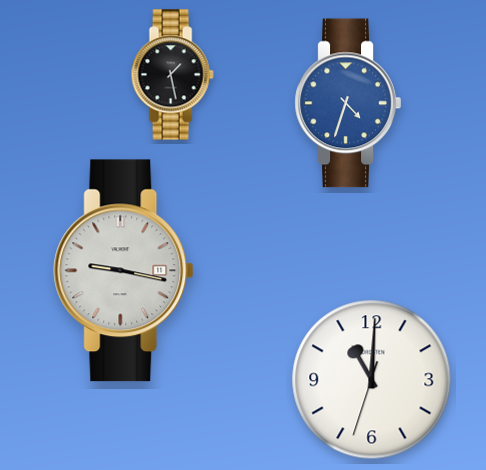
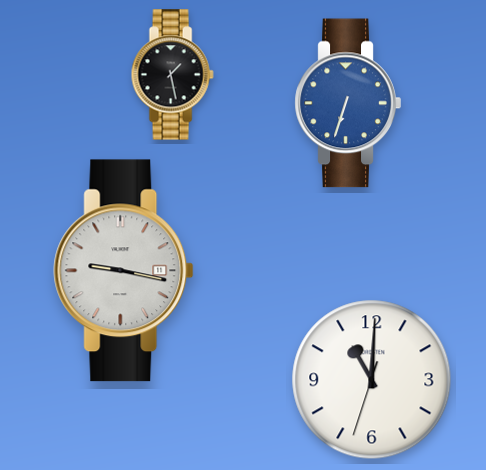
clock at (348, 103): 4:33 -> 6:33
